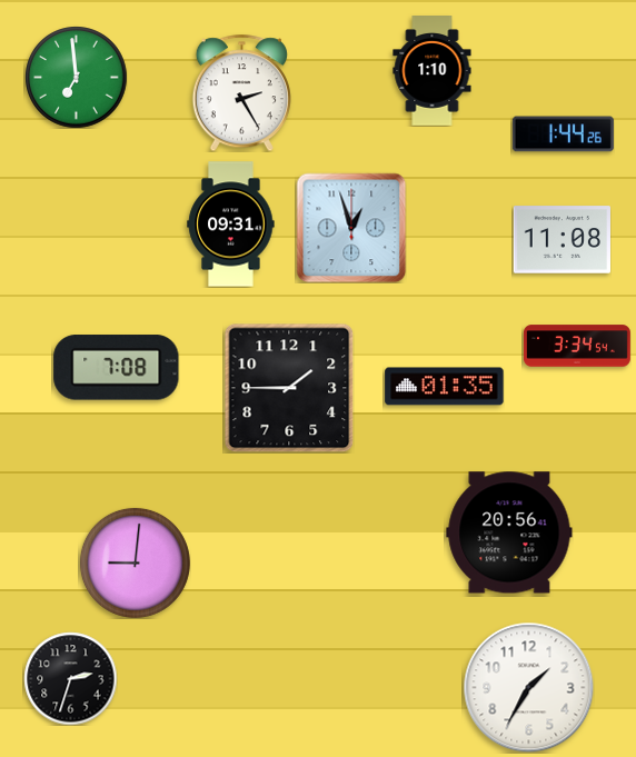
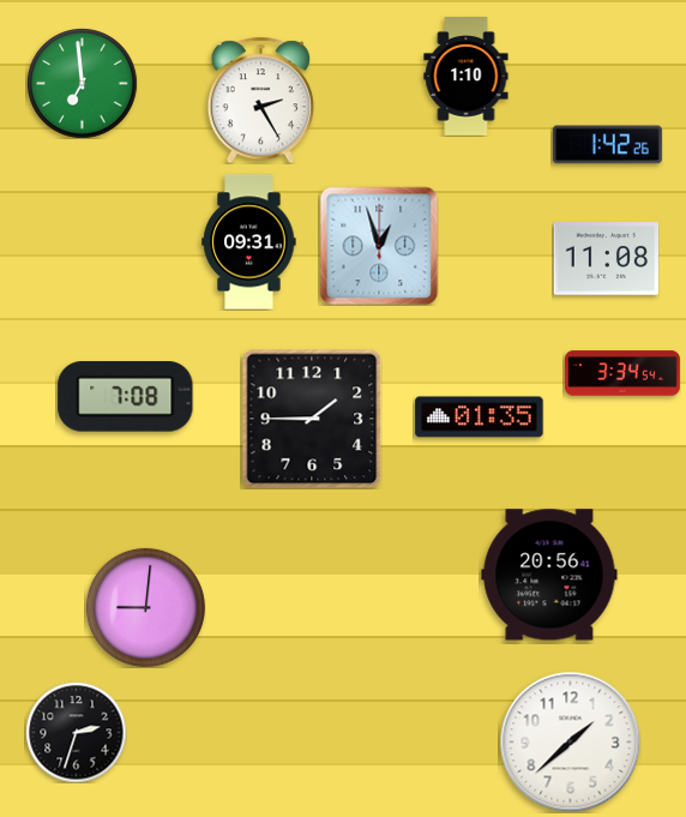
clock at (563, 135): 1:44 -> 1:42
clock at (528, 687): 1:35 -> 1:38
